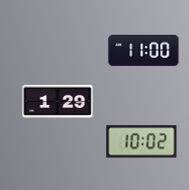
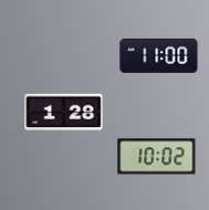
clock at (58, 102): 1:29 -> 1:28
